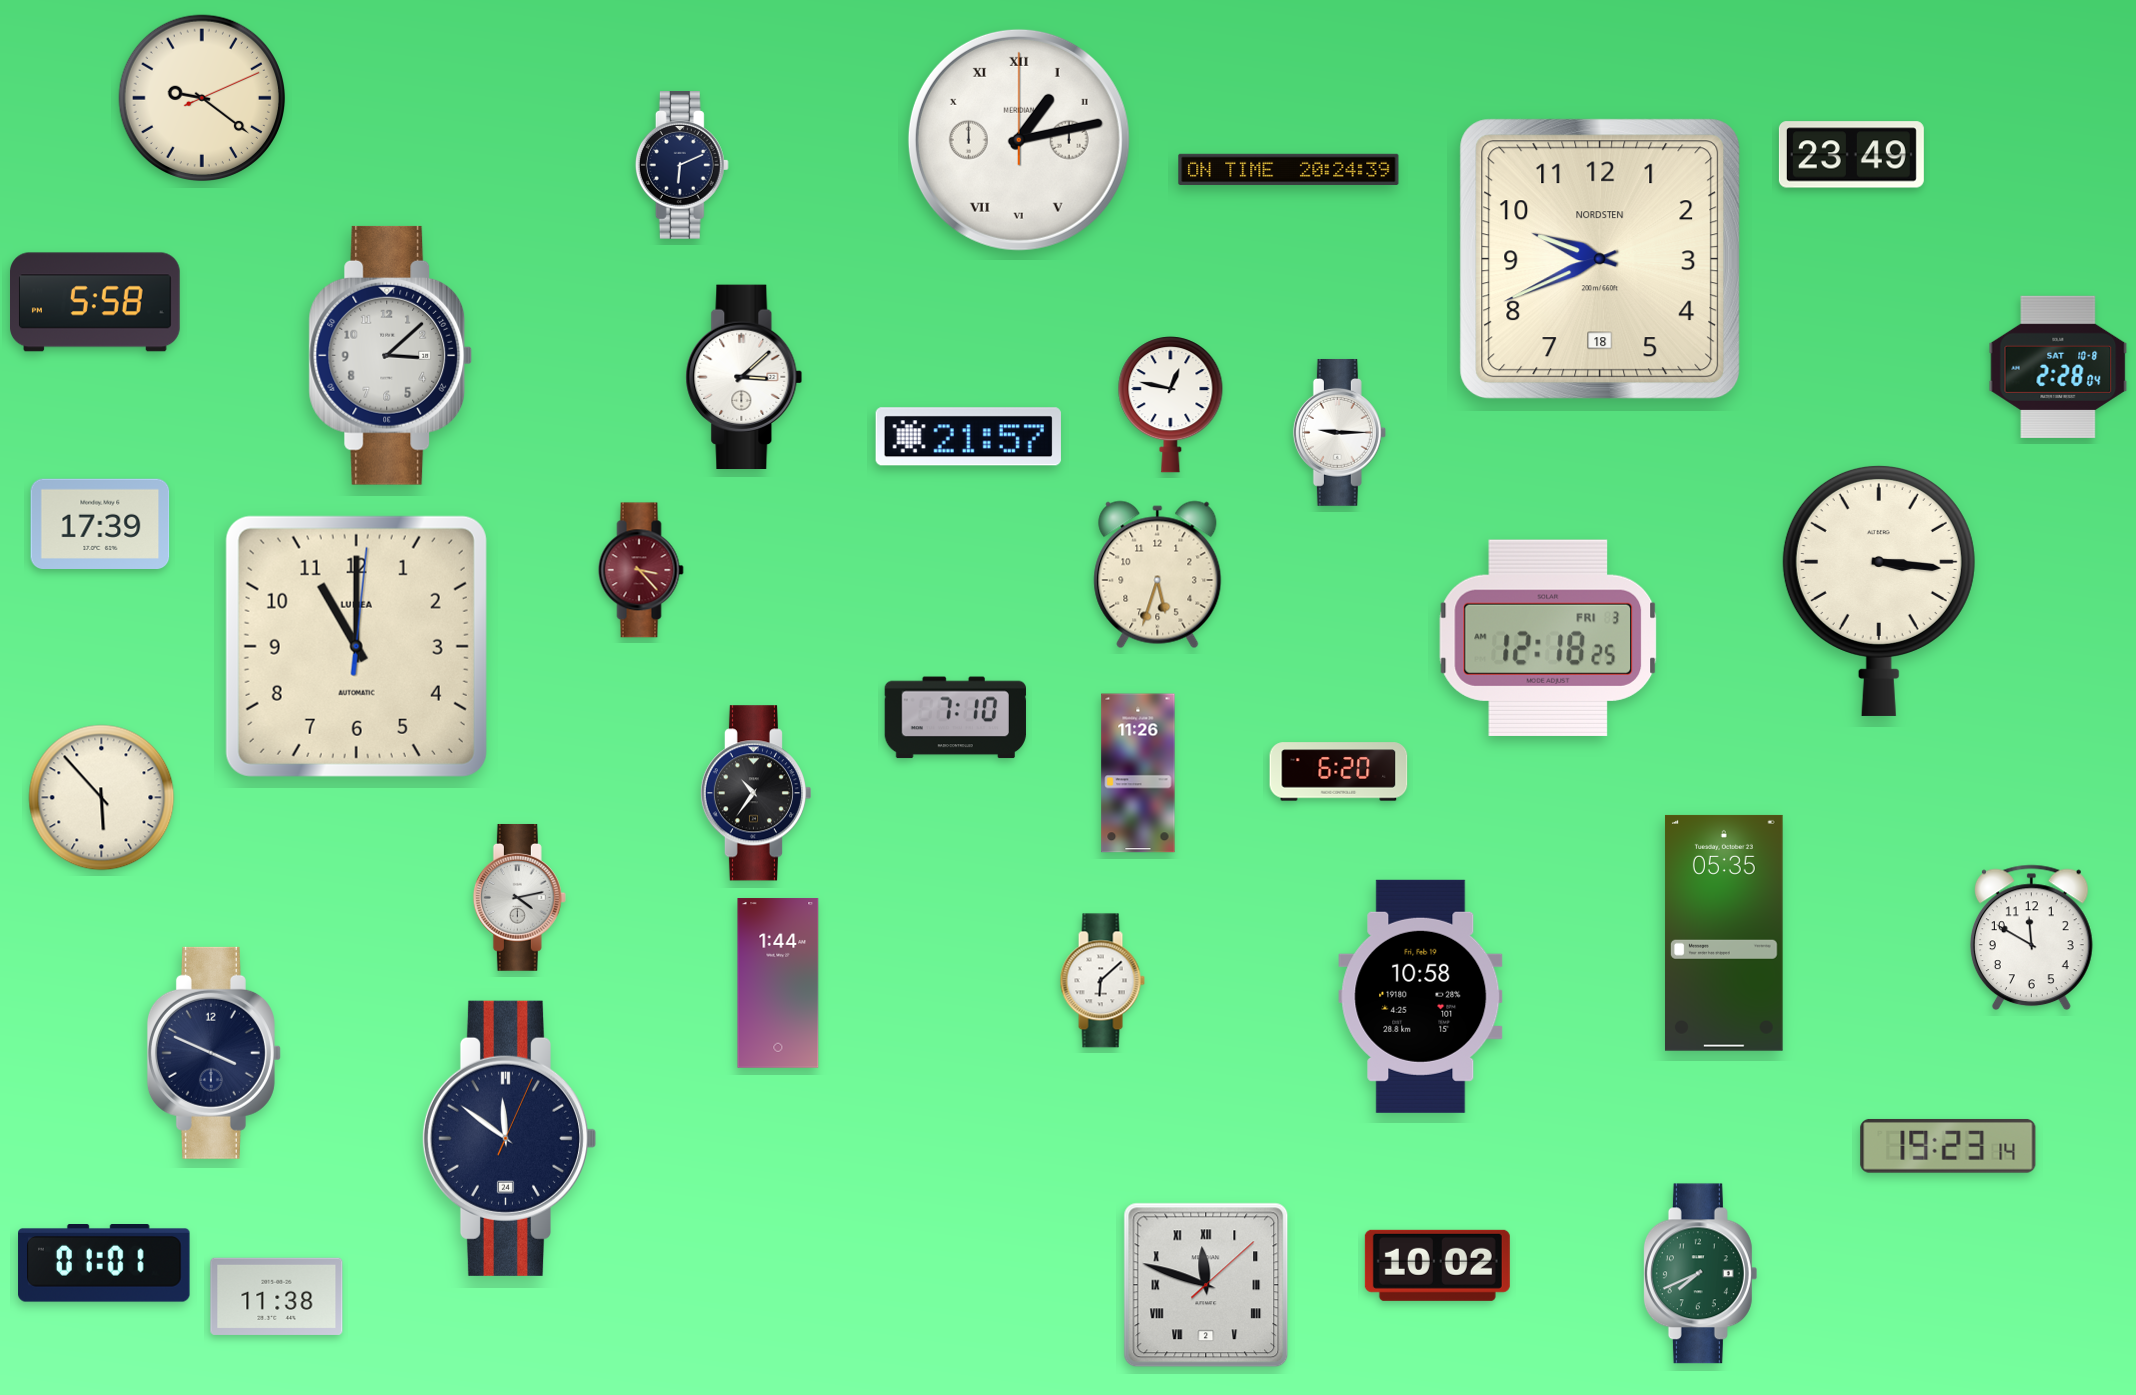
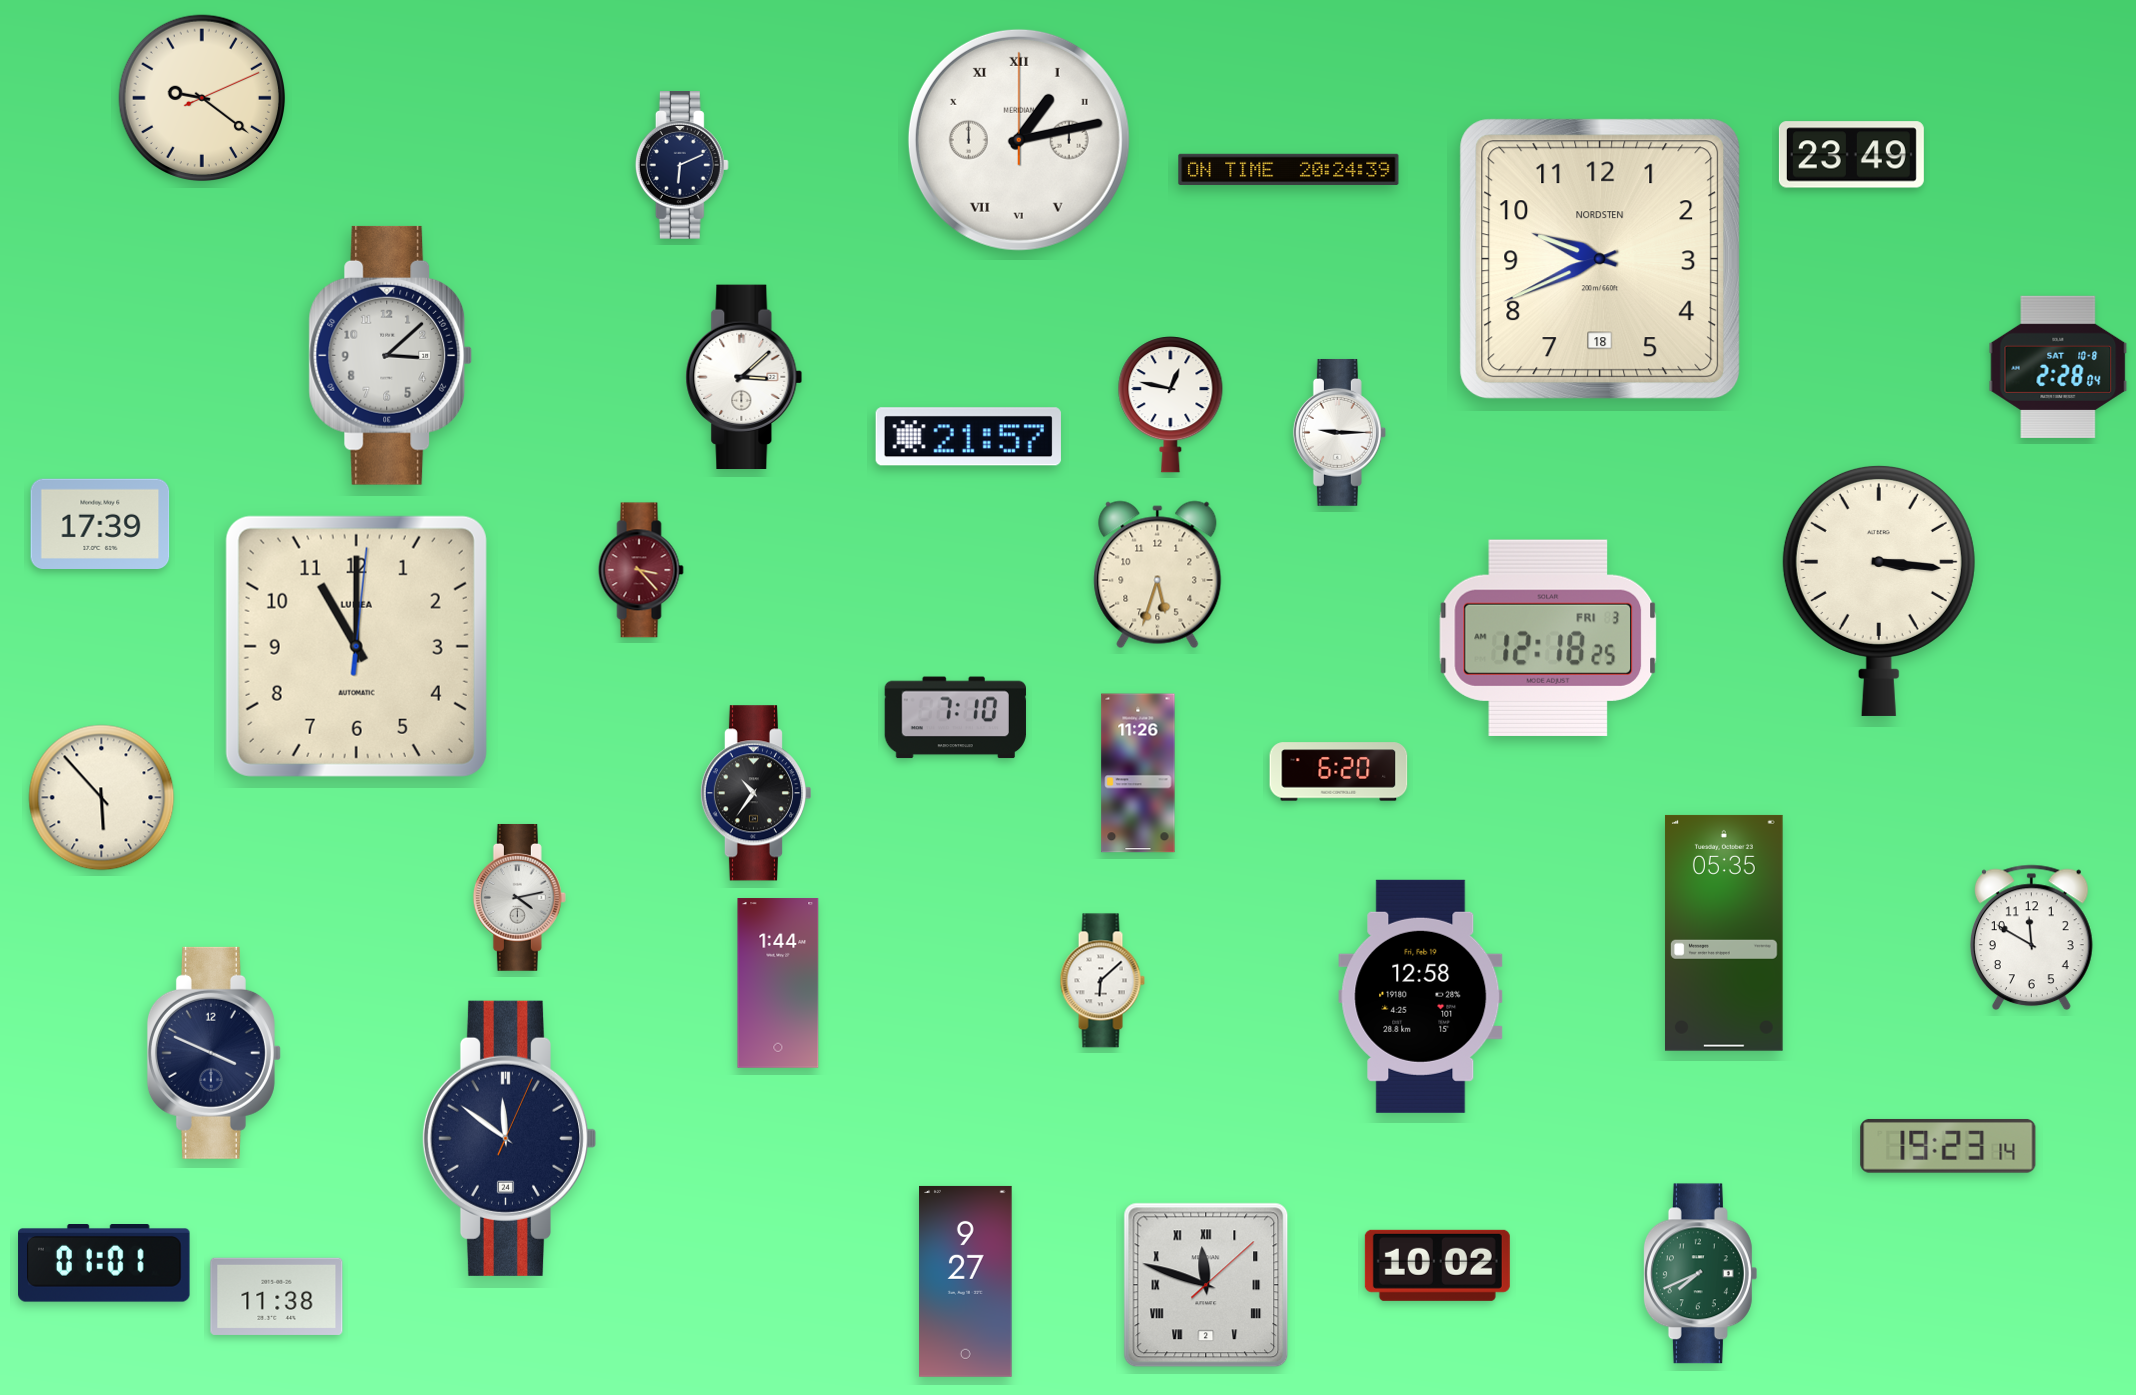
clock at (96, 302): 5:58 -> none
clock at (1421, 996): 10:58 -> 12:58
clock at (966, 1281): none -> 9:27
